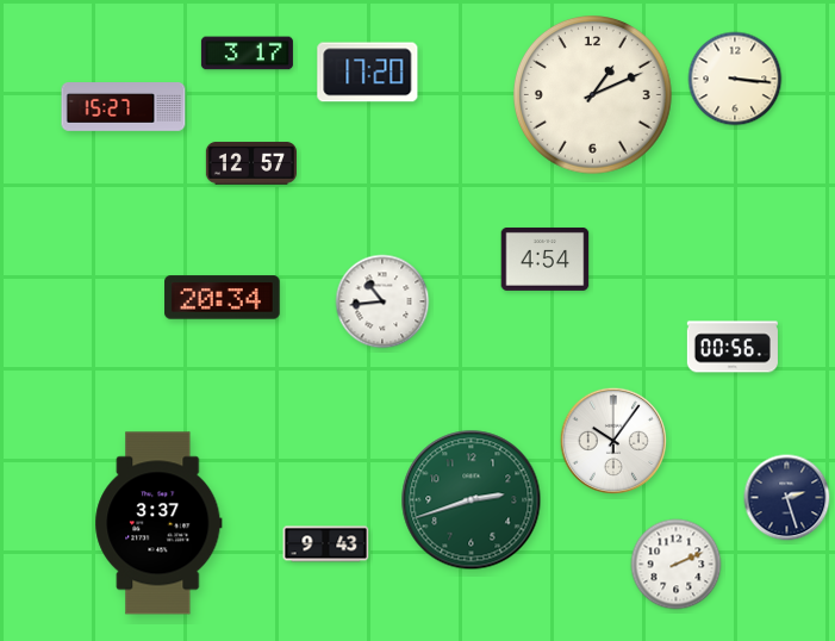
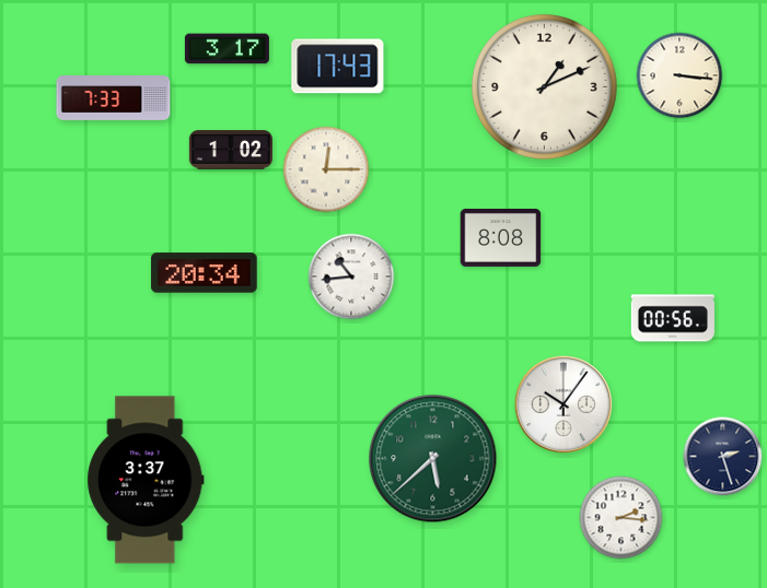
clock at (368, 73): 17:20 -> 17:43
clock at (735, 79) position: (735, 79) -> (679, 75)
clock at (124, 107): 15:27 -> 7:33
clock at (251, 163): 12:57 -> 1:02
clock at (326, 169): none -> 12:15
clock at (546, 259): 4:54 -> 8:08
clock at (472, 500): 2:42 -> 5:38
clock at (326, 544): 9:43 -> none
clock at (677, 565): 2:11 -> 2:16
